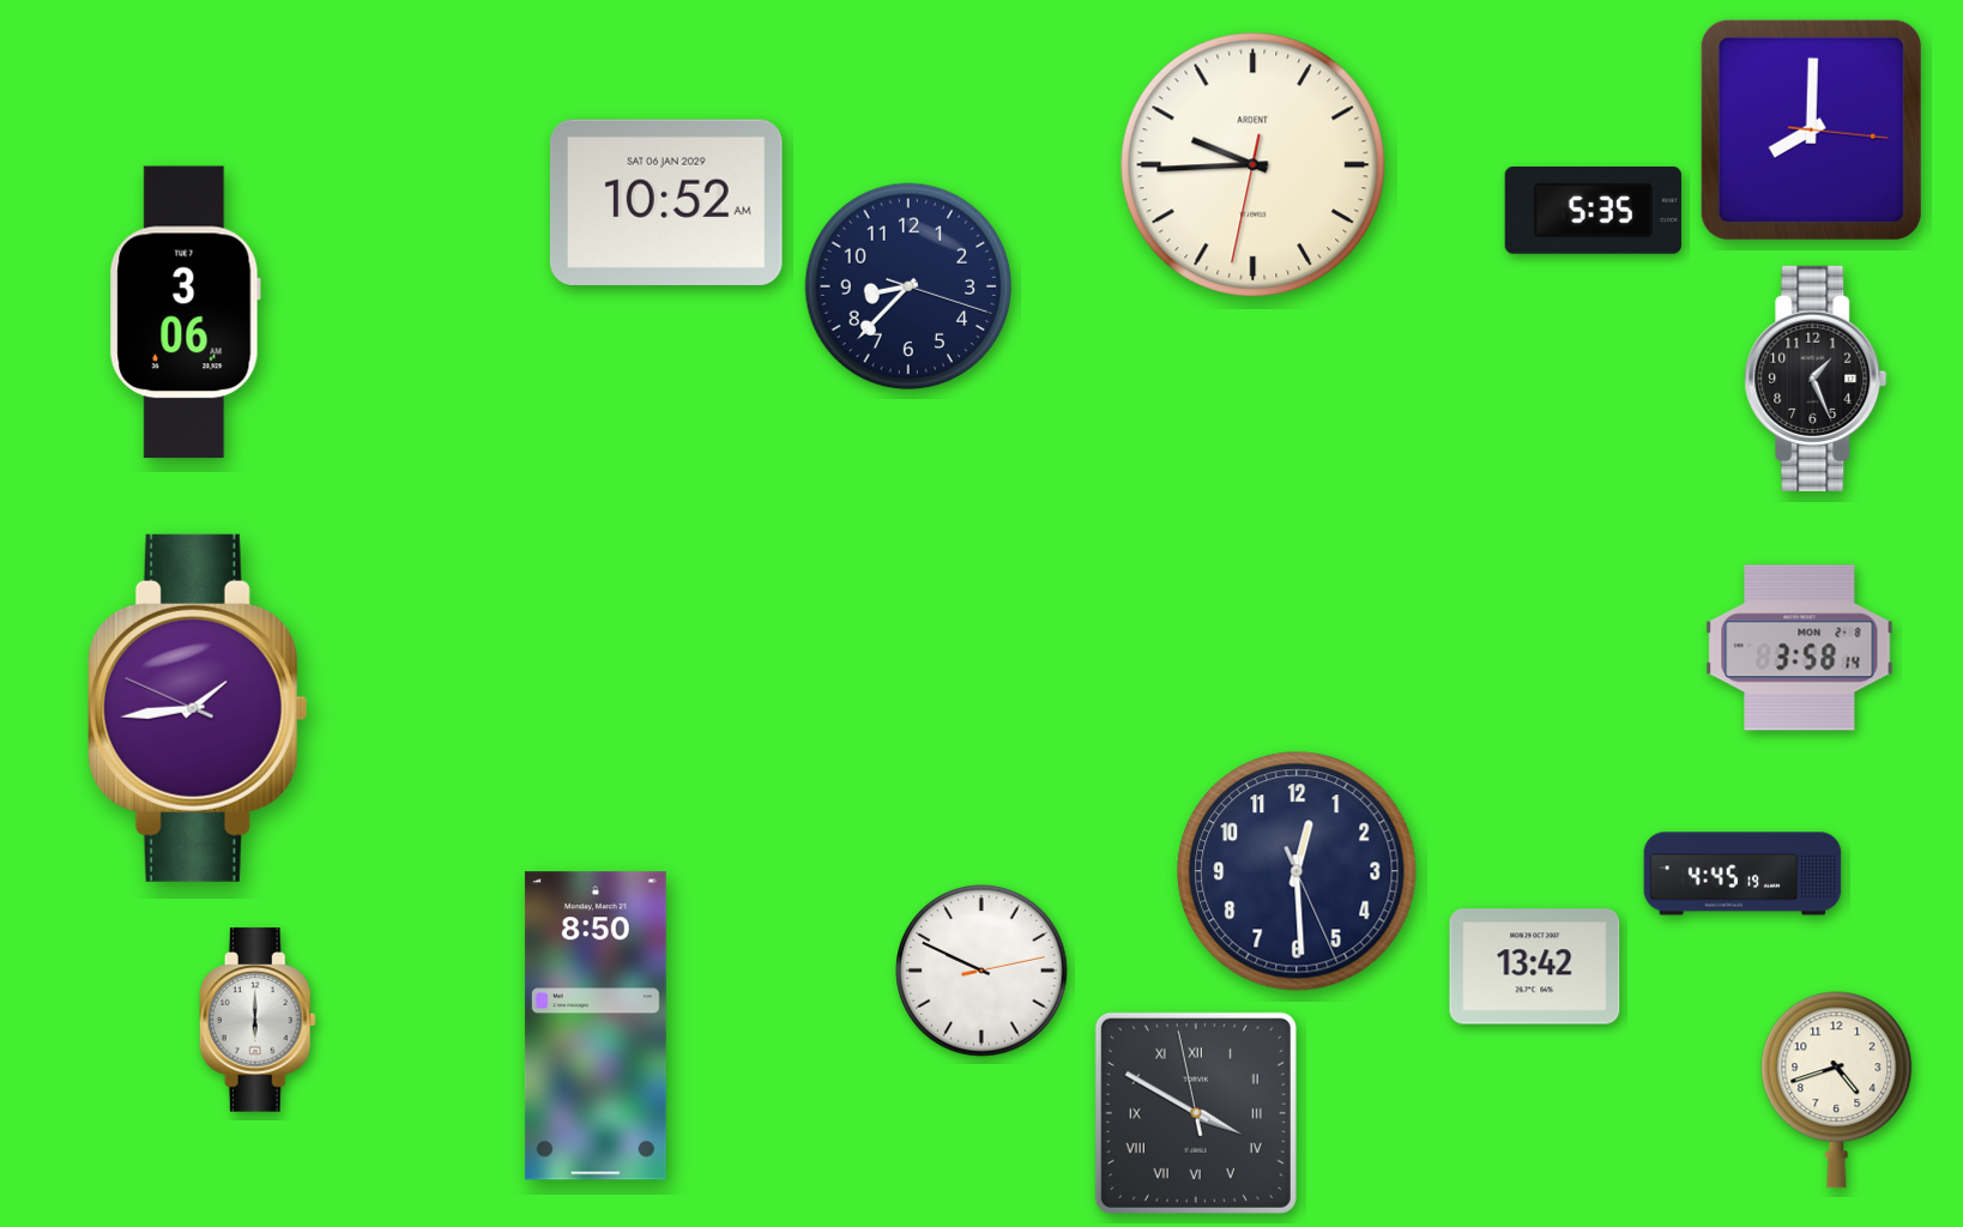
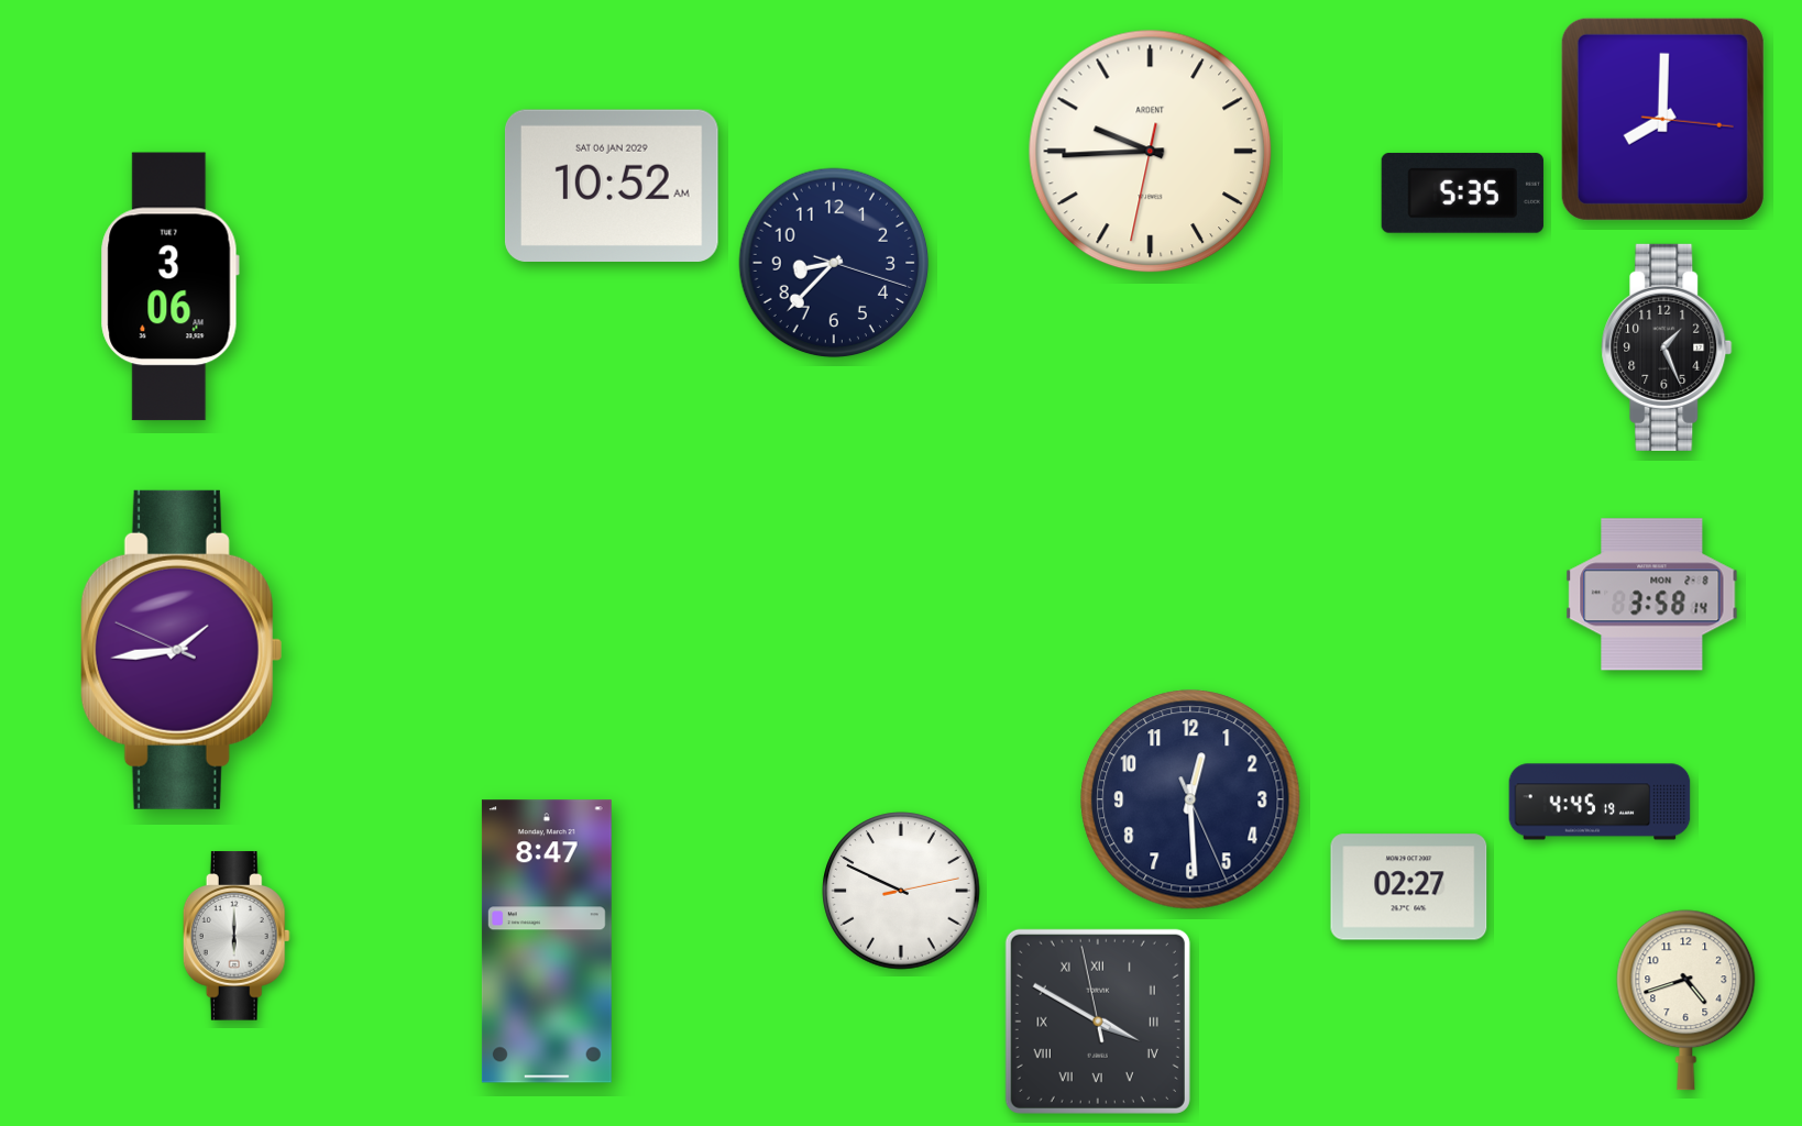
clock at (1535, 967): 13:42 -> 02:27
clock at (596, 1026): 8:50 -> 8:47
